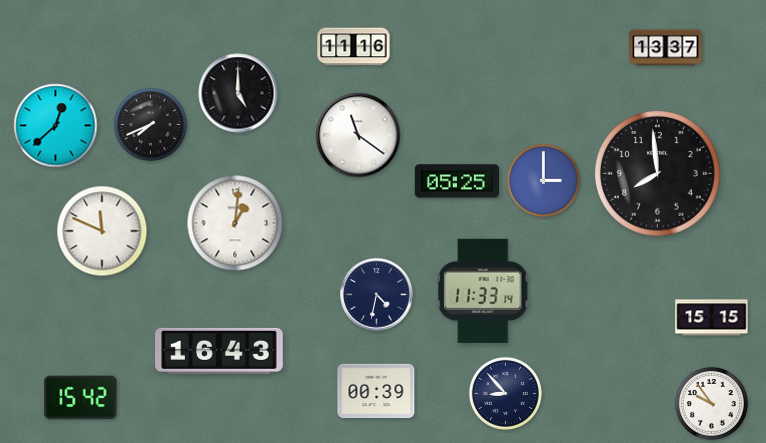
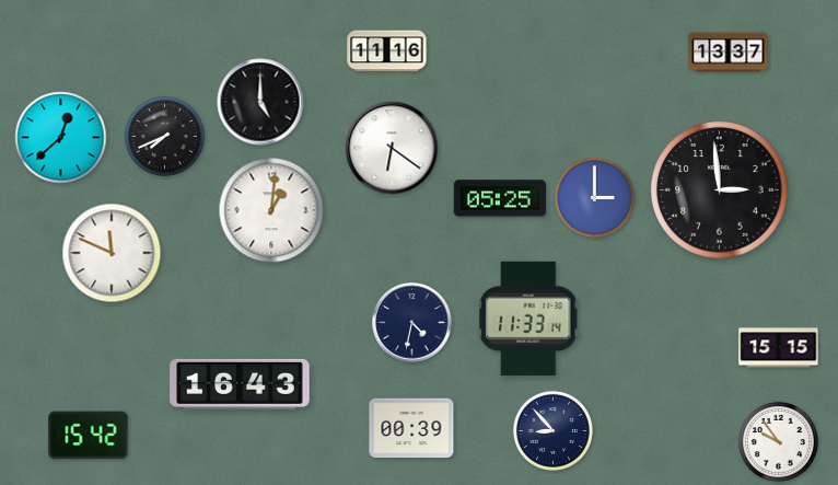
clock at (358, 135): 11:21 -> 6:21
clock at (658, 174): 7:59 -> 2:59
clock at (235, 223) position: (235, 223) -> (271, 210)
